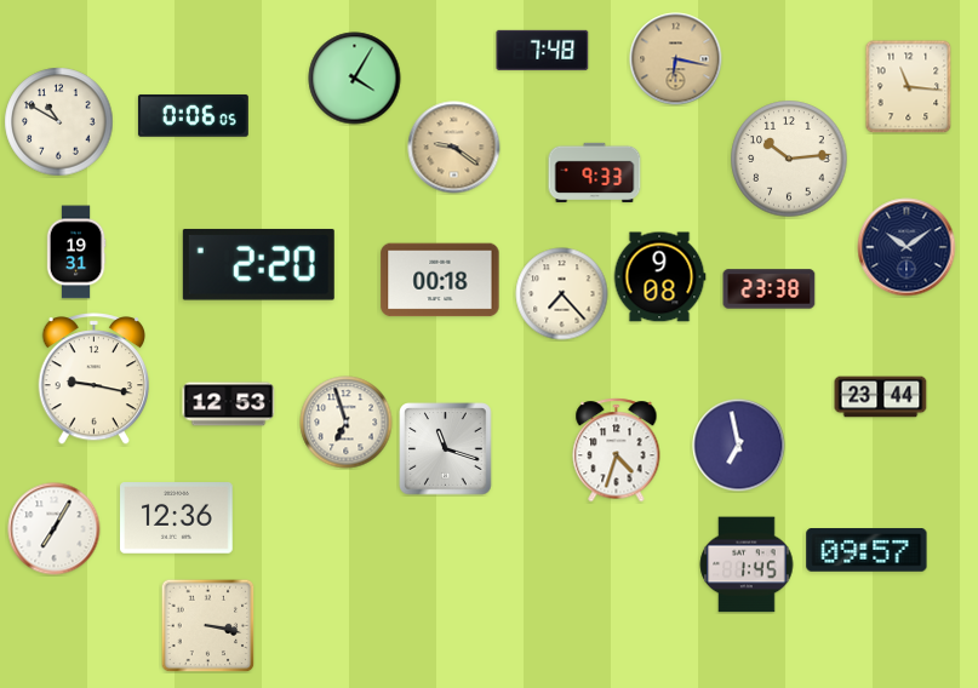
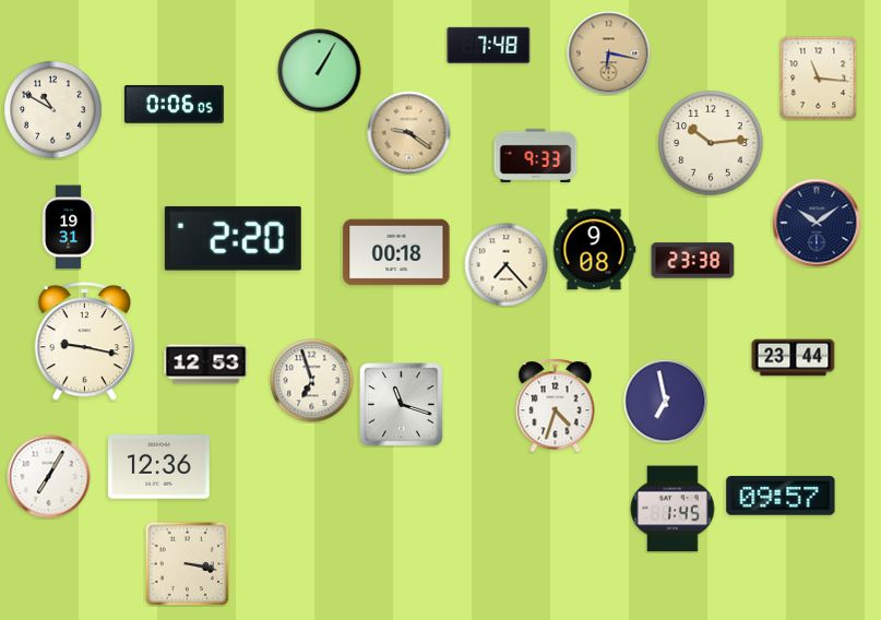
clock at (355, 79): 4:05 -> 1:05
